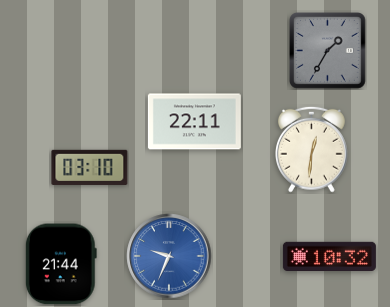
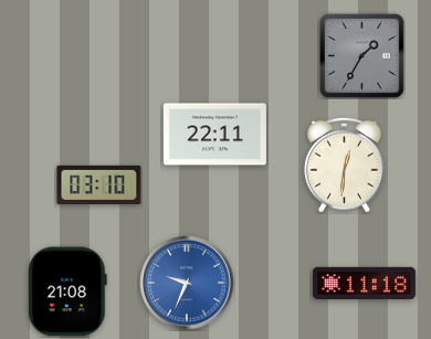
clock at (329, 256): 10:32 -> 11:18
clock at (61, 264): 21:44 -> 21:08
